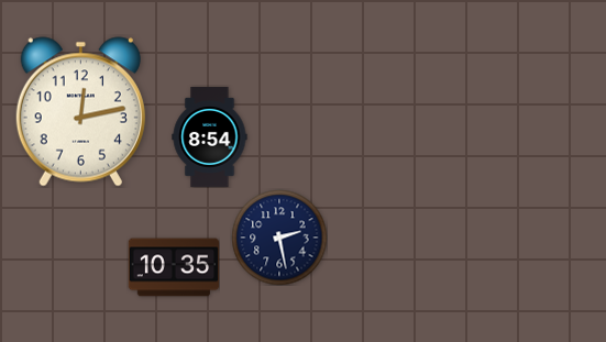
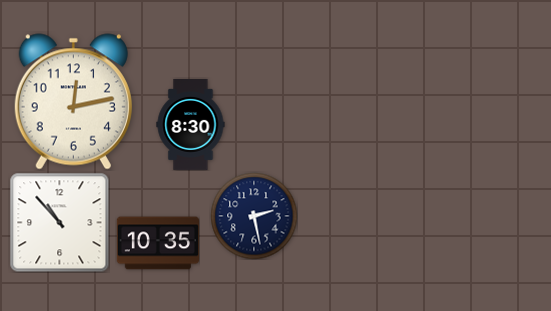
clock at (210, 136): 8:54 -> 8:30
clock at (59, 222): none -> 10:53
